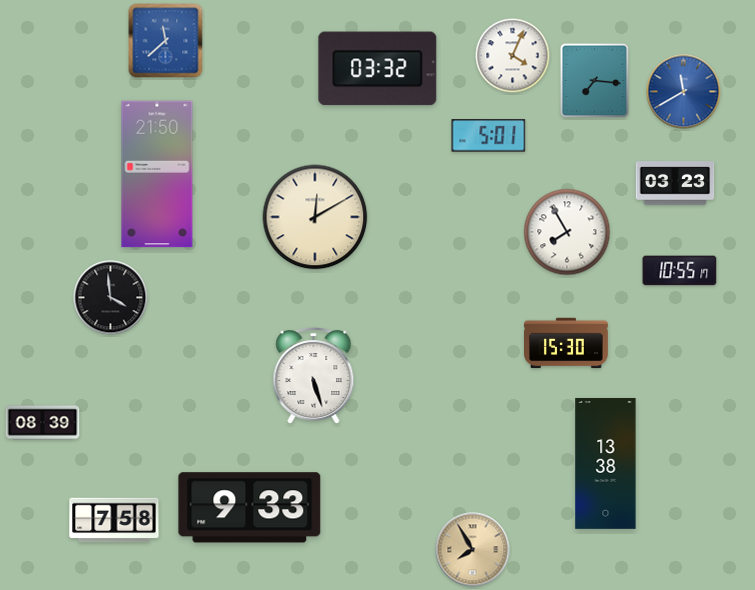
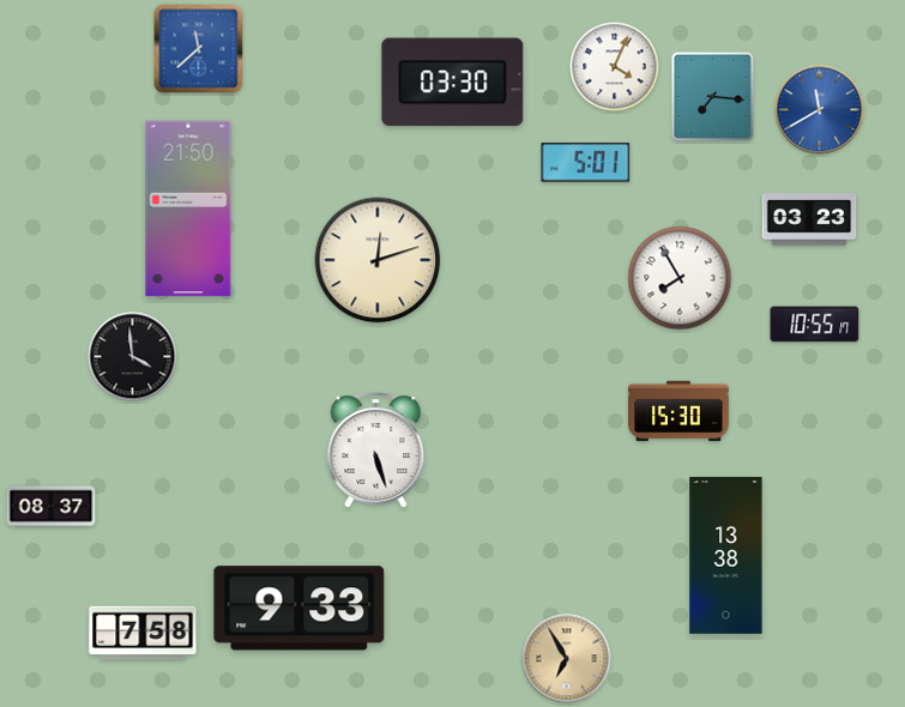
clock at (378, 69): 03:32 -> 03:30
clock at (315, 217): 12:10 -> 12:12
clock at (43, 423): 08:39 -> 08:37
clock at (114, 520) position: (114, 520) -> (143, 633)
clock at (473, 550): 7:55 -> 6:55
